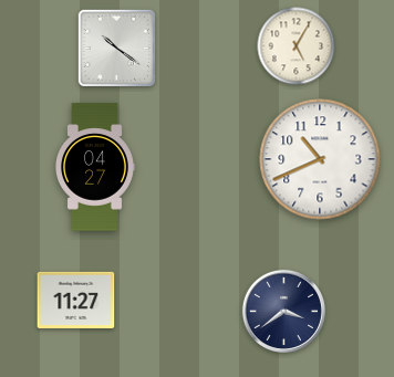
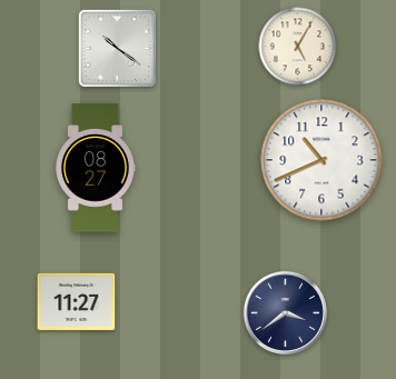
clock at (95, 167): 04:27 -> 08:27
